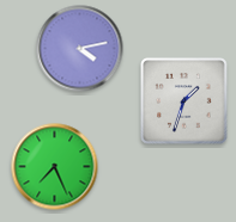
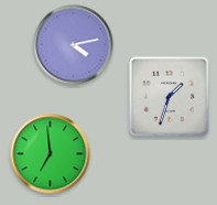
clock at (184, 101) position: (184, 101) -> (170, 97)
clock at (55, 167): 7:26 -> 6:59
